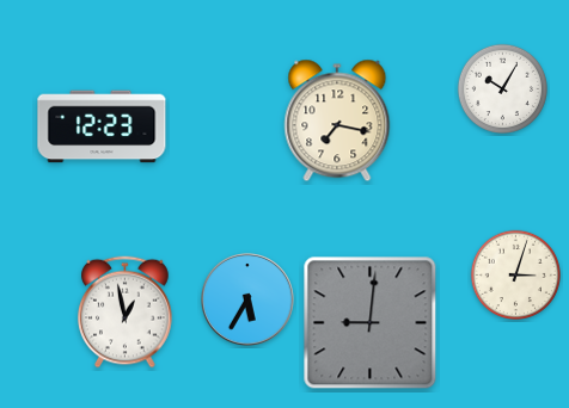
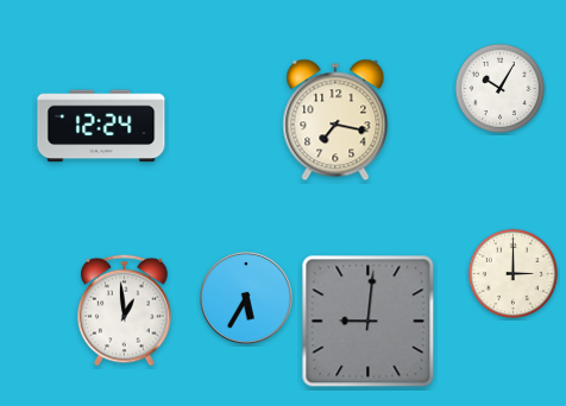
clock at (102, 126): 12:23 -> 12:24
clock at (515, 274): 3:03 -> 3:00
clock at (126, 313): 12:58 -> 12:59
